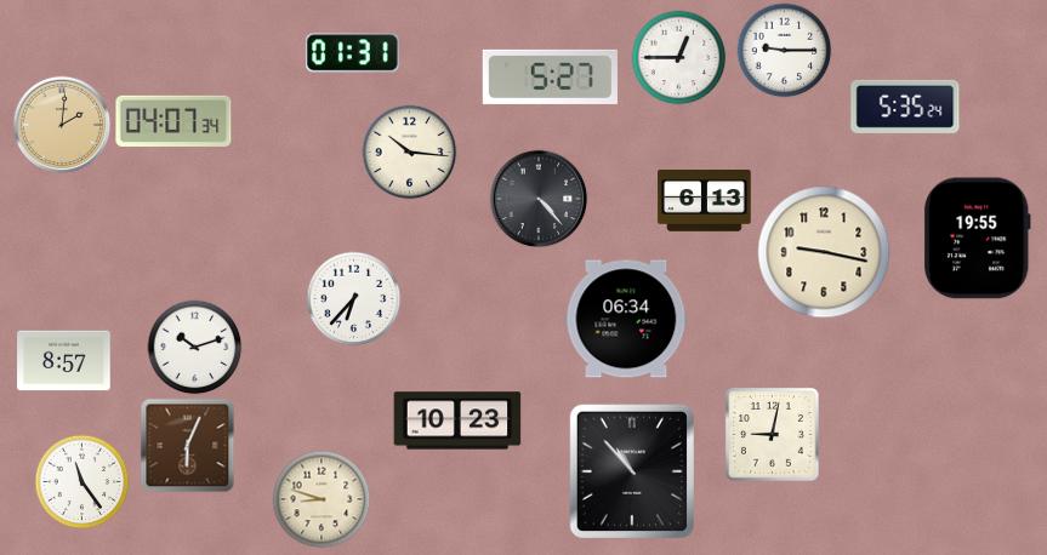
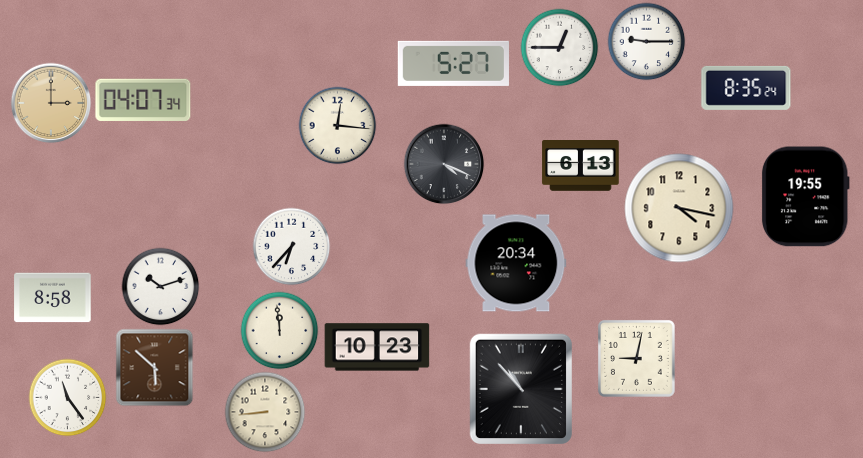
clock at (353, 53): 01:31 -> none
clock at (905, 107): 5:35 -> 8:35
clock at (62, 125): 2:01 -> 3:00
clock at (409, 151): 10:16 -> 12:16
clock at (539, 199): 4:23 -> 4:19
clock at (824, 252): 9:17 -> 4:17
clock at (626, 319): 06:34 -> 20:34
clock at (64, 361): 8:57 -> 8:58
clock at (279, 330): none -> 11:59
clock at (187, 445): 6:04 -> 5:52
clock at (322, 499): 8:48 -> 8:44
